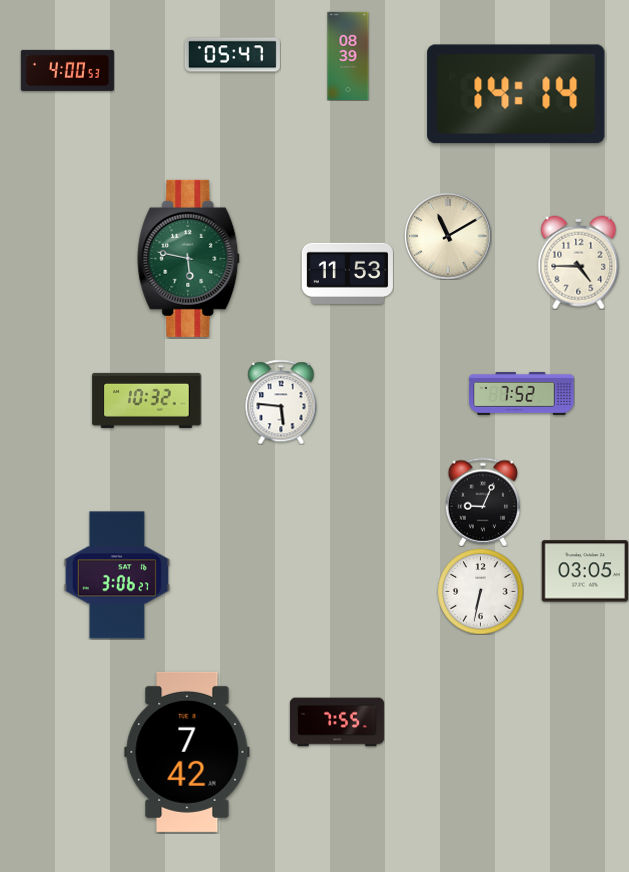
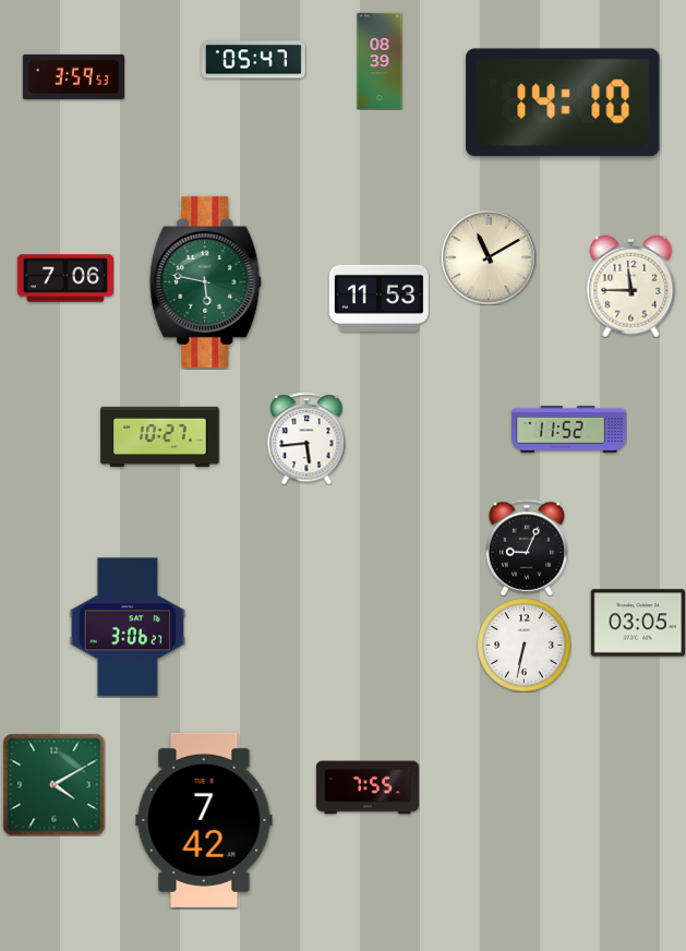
clock at (67, 70): 4:00 -> 3:59
clock at (516, 94): 14:14 -> 14:10
clock at (65, 278): none -> 7:06
clock at (579, 262): 4:45 -> 11:45
clock at (522, 393): 7:52 -> 11:52
clock at (147, 400): 10:32 -> 10:27
clock at (281, 402): 5:46 -> 5:44
clock at (53, 784): none -> 4:10
